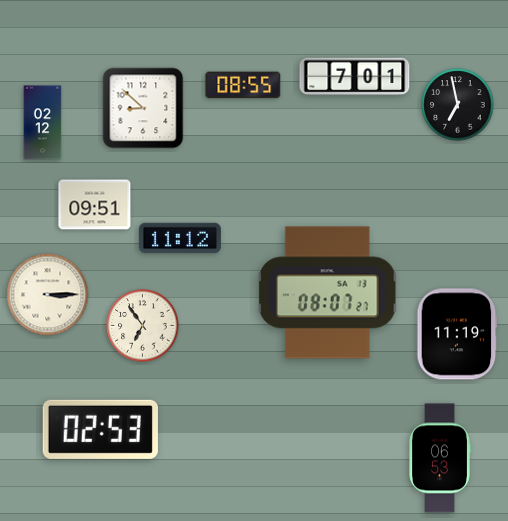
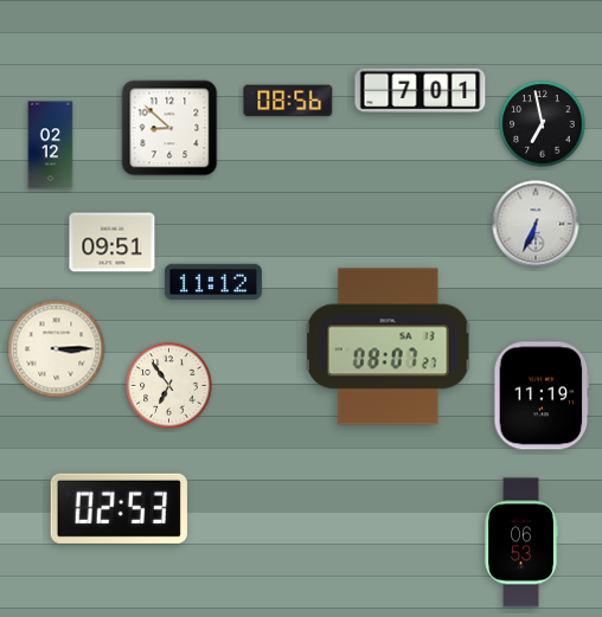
clock at (243, 85): 08:55 -> 08:56
clock at (536, 224): none -> 6:34
